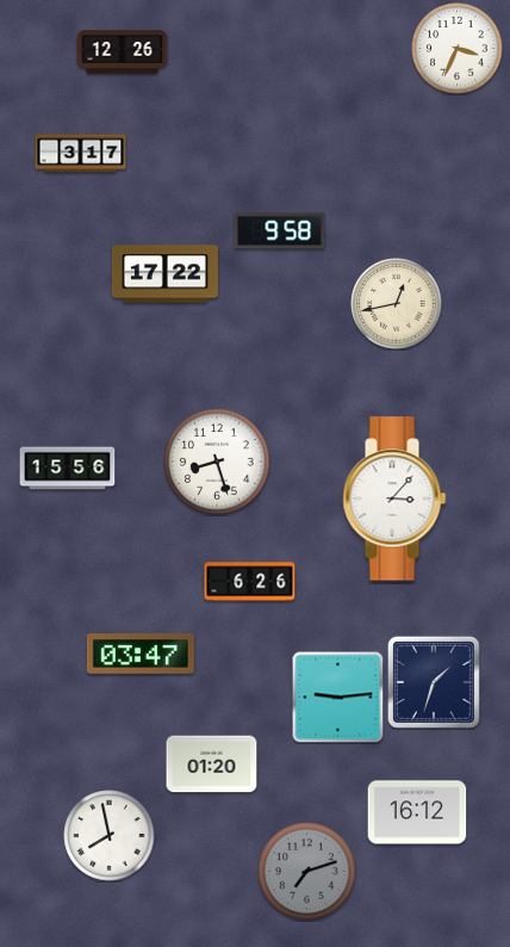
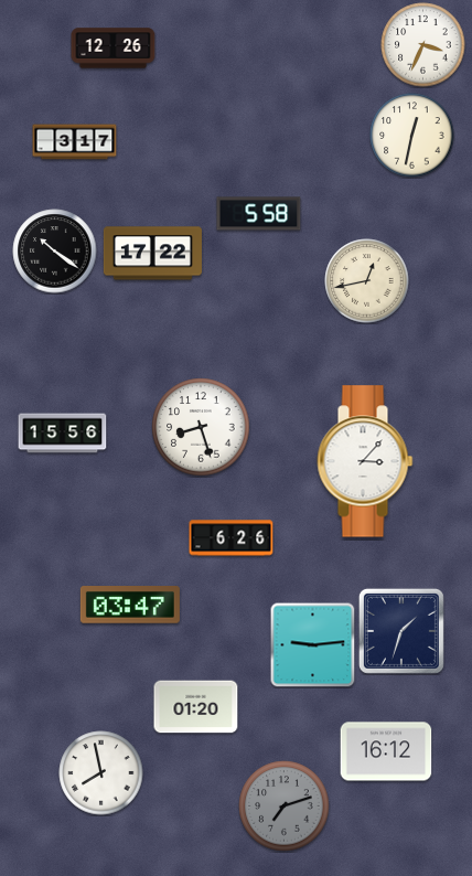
clock at (412, 136): none -> 12:32
clock at (280, 231): 9:58 -> 5:58
clock at (55, 252): none -> 10:21
